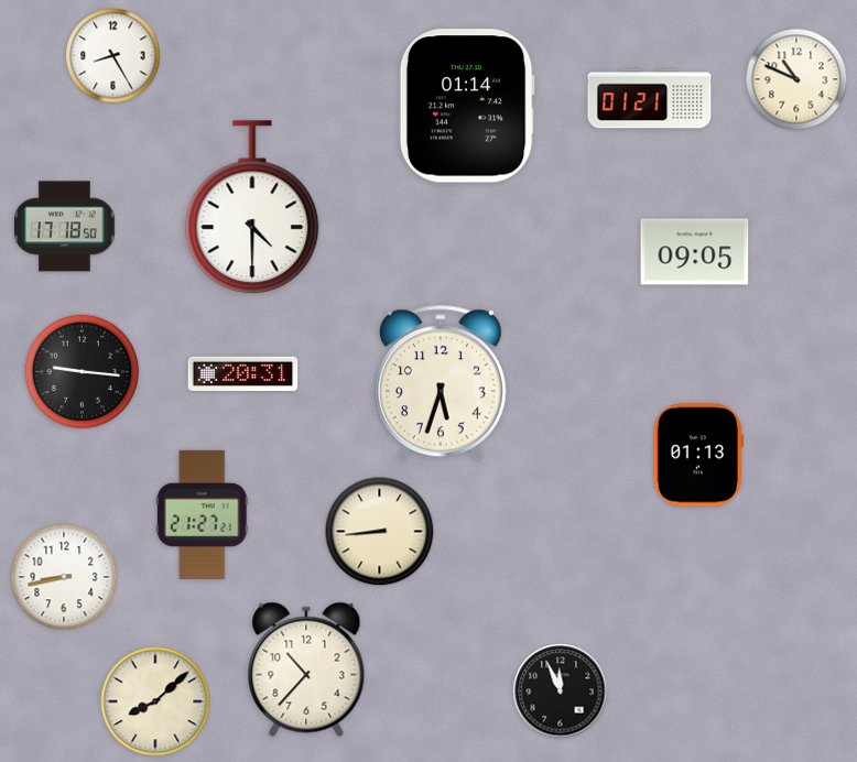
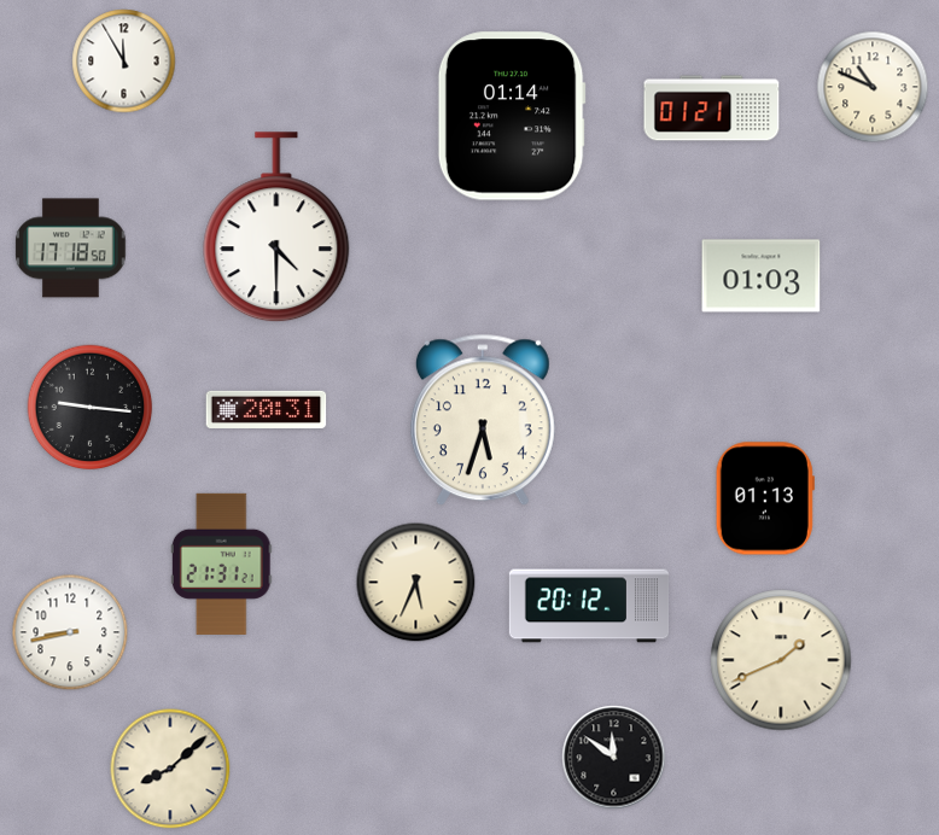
clock at (113, 56): 8:25 -> 11:55
clock at (695, 252): 09:05 -> 01:03
clock at (202, 514): 21:27 -> 21:31
clock at (380, 532): 8:44 -> 5:34
clock at (589, 606): none -> 20:12
clock at (781, 660): none -> 1:41
clock at (306, 670): 10:37 -> none
clock at (561, 692): 11:56 -> 11:51
